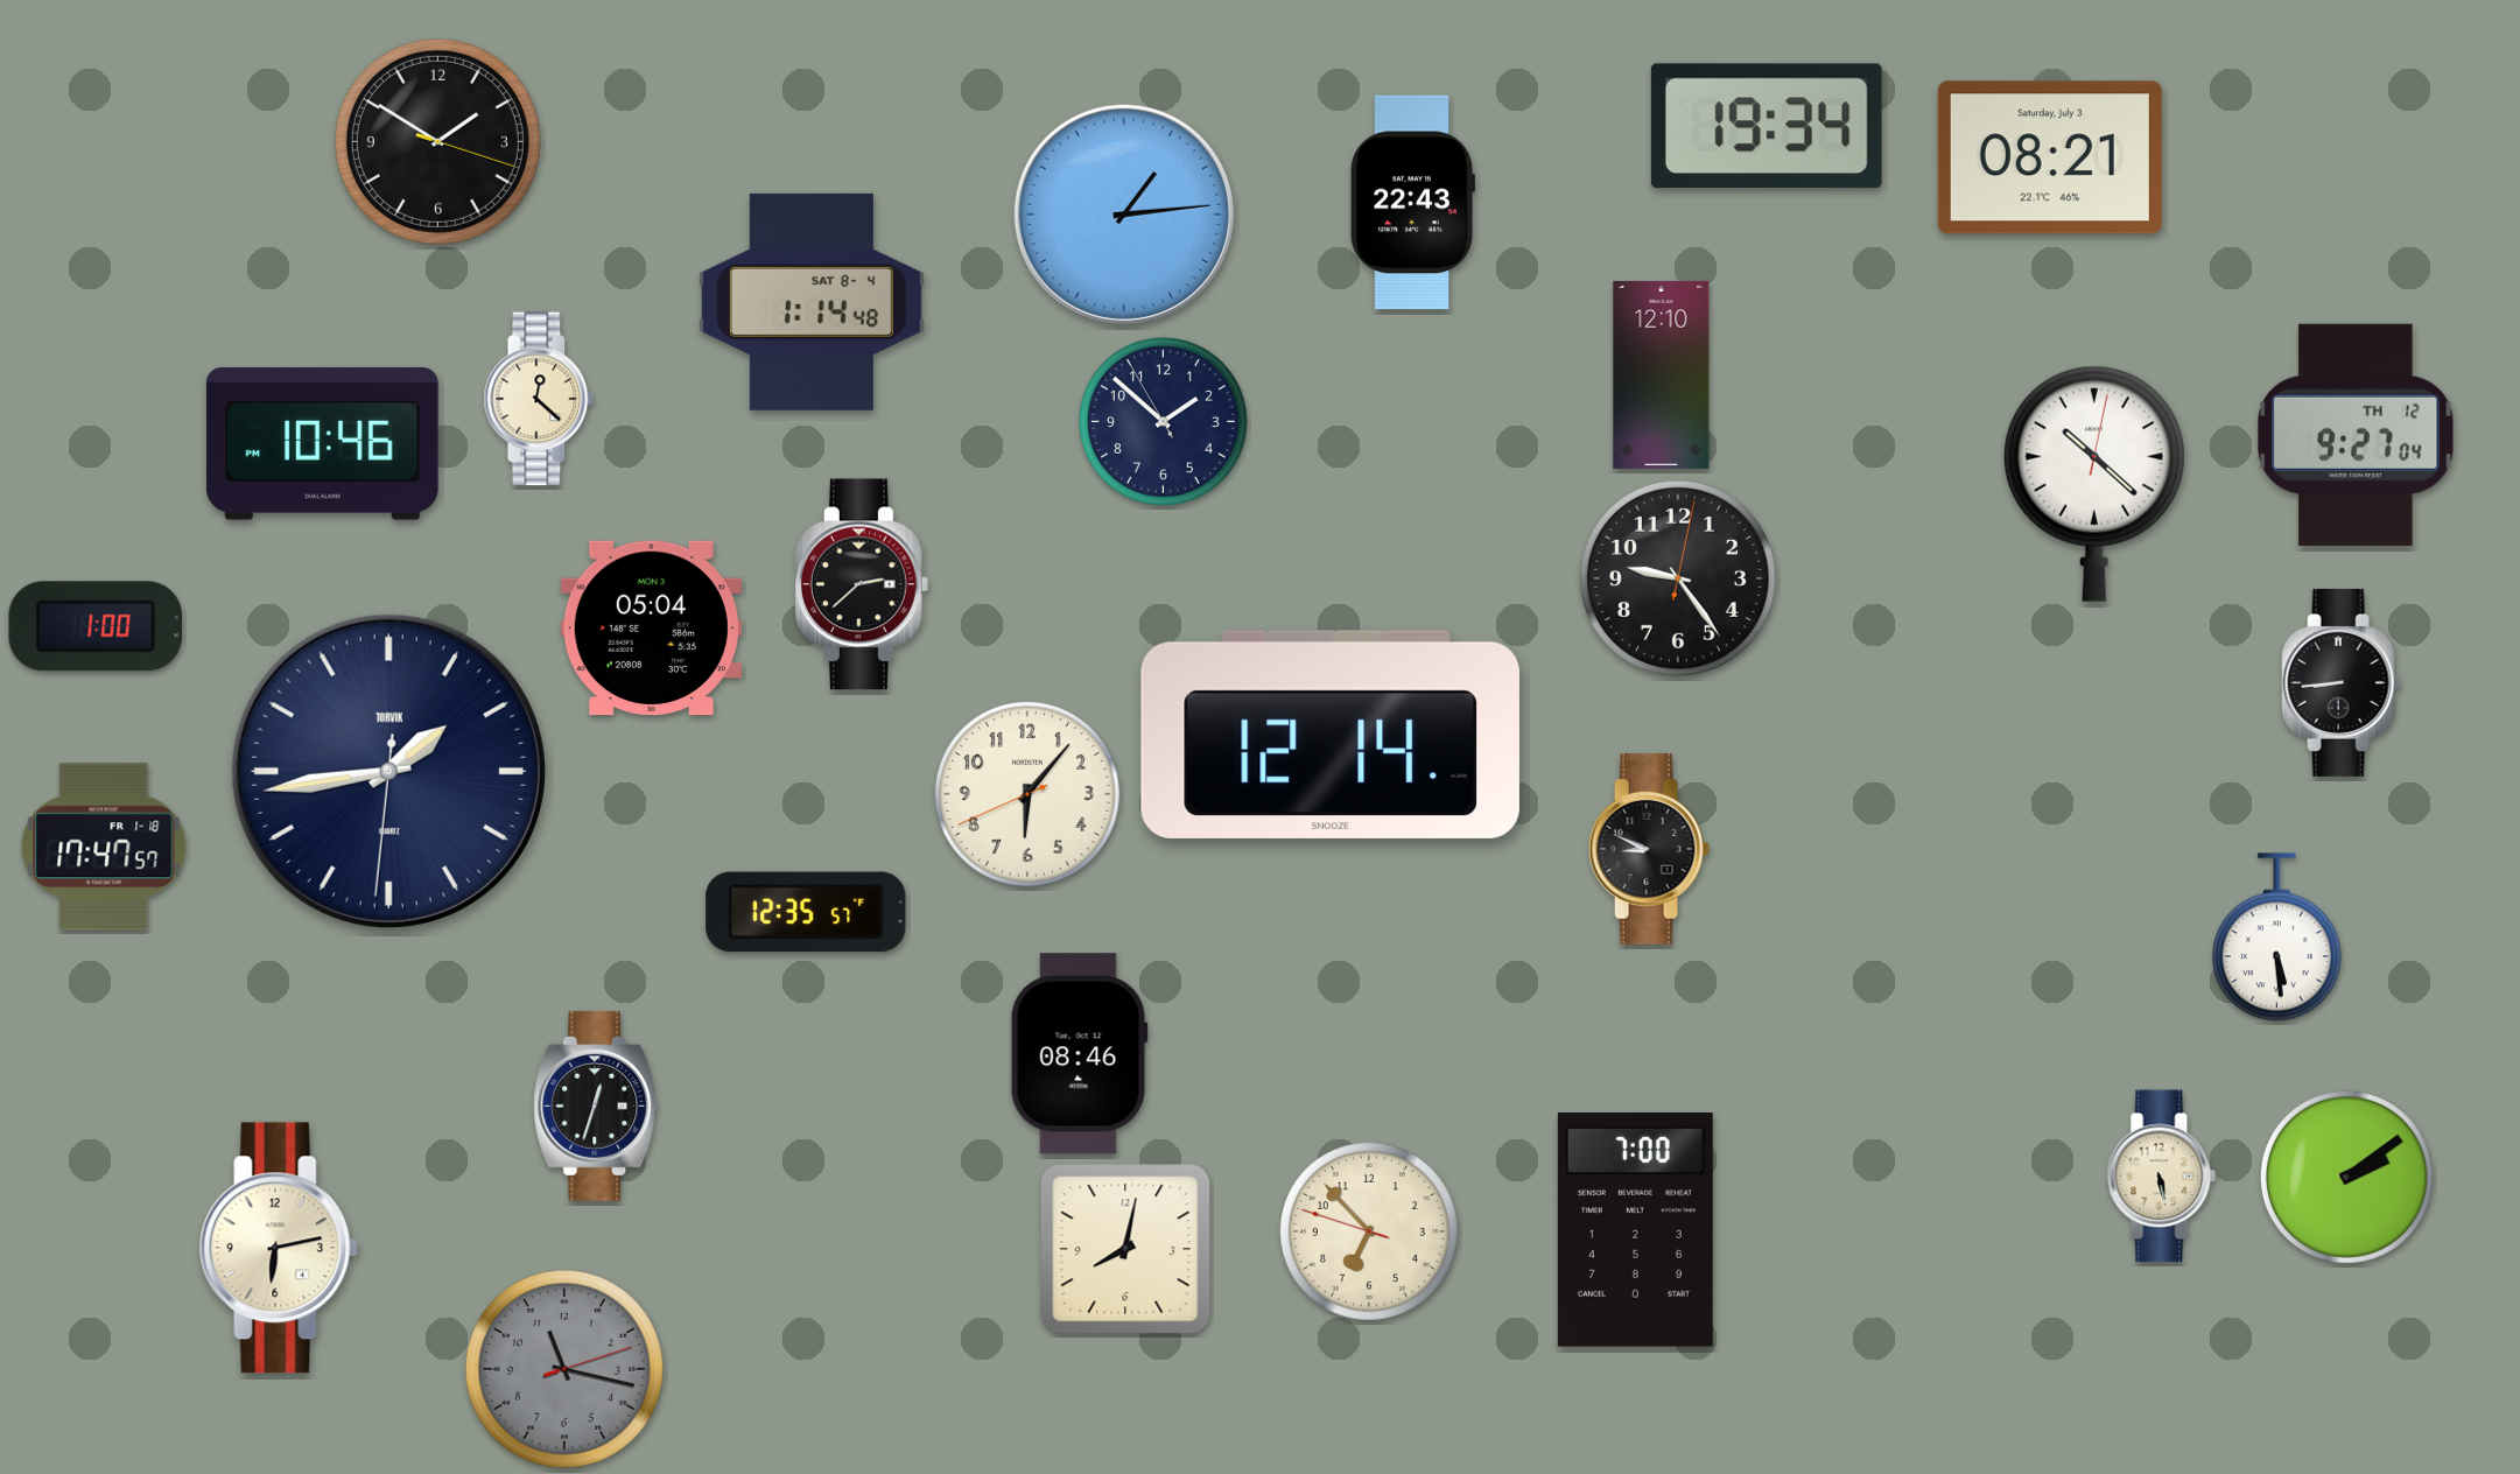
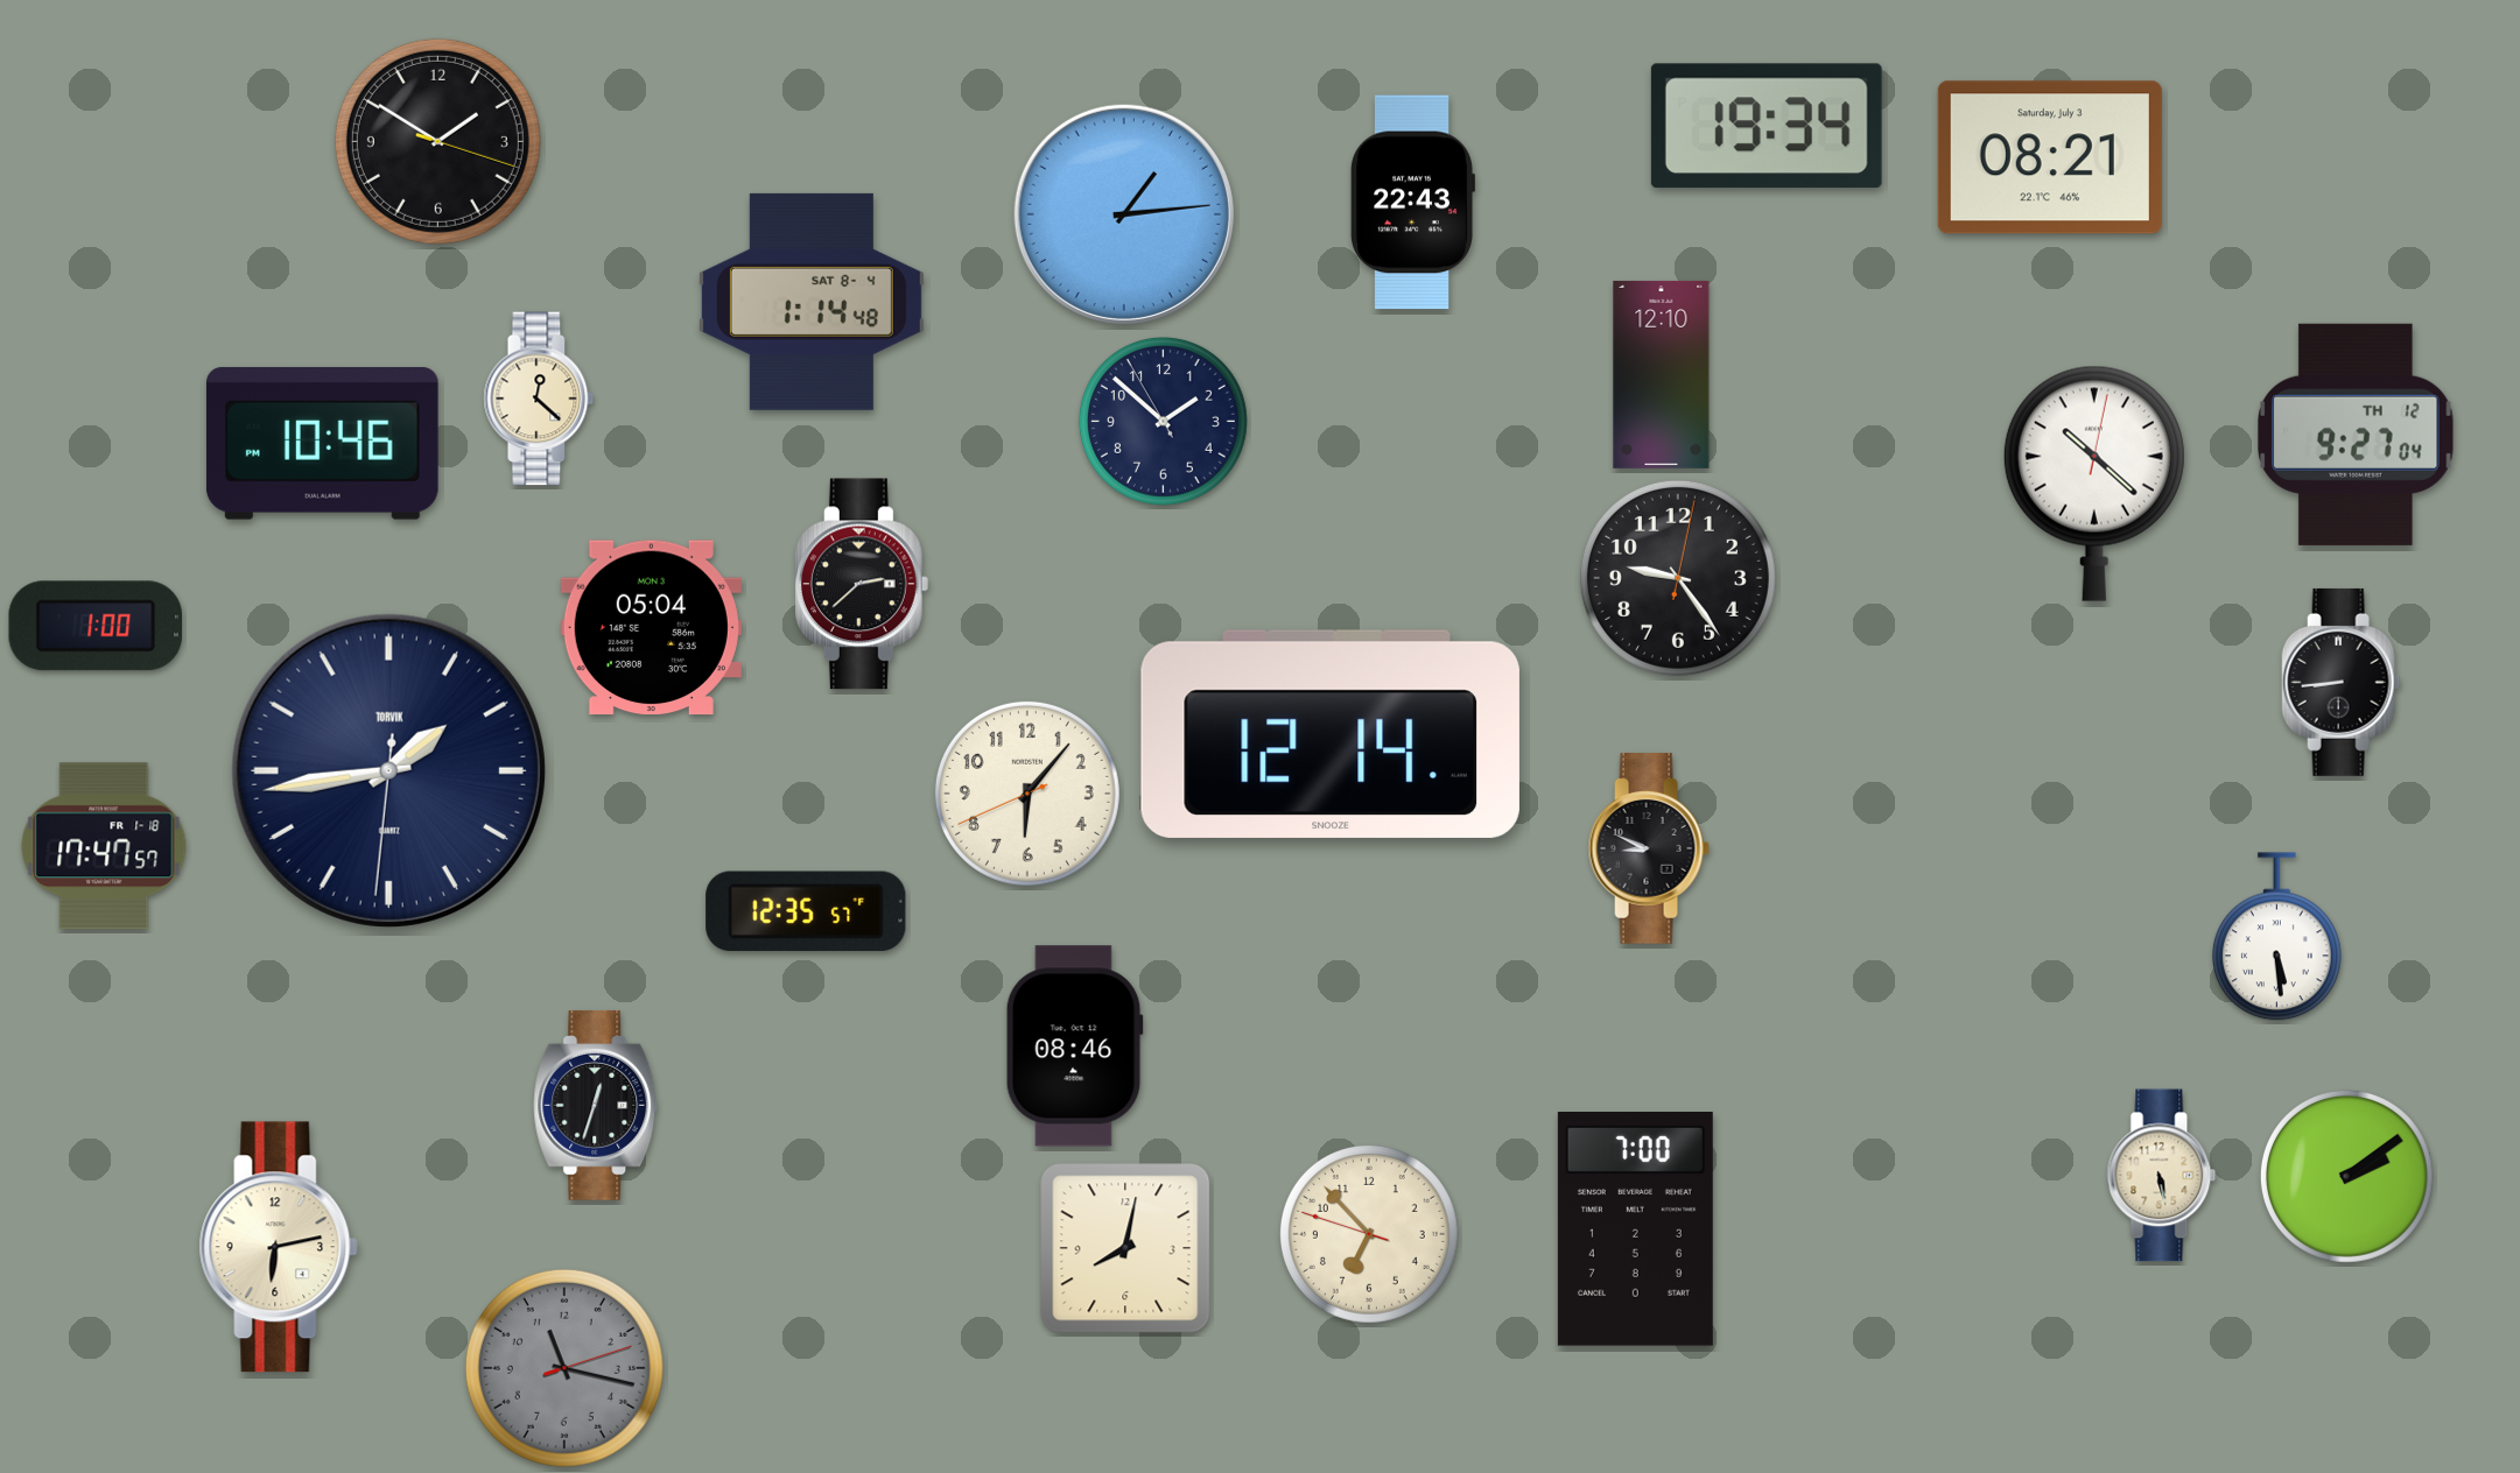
clock at (1079, 1054) position: (1079, 1054) -> (1074, 1046)
clock at (1369, 1231) position: (1369, 1231) -> (1369, 1234)
